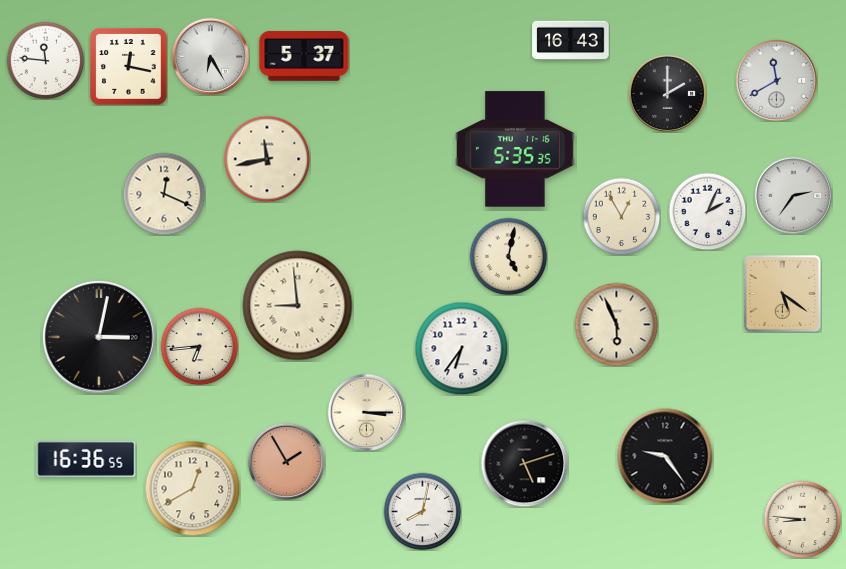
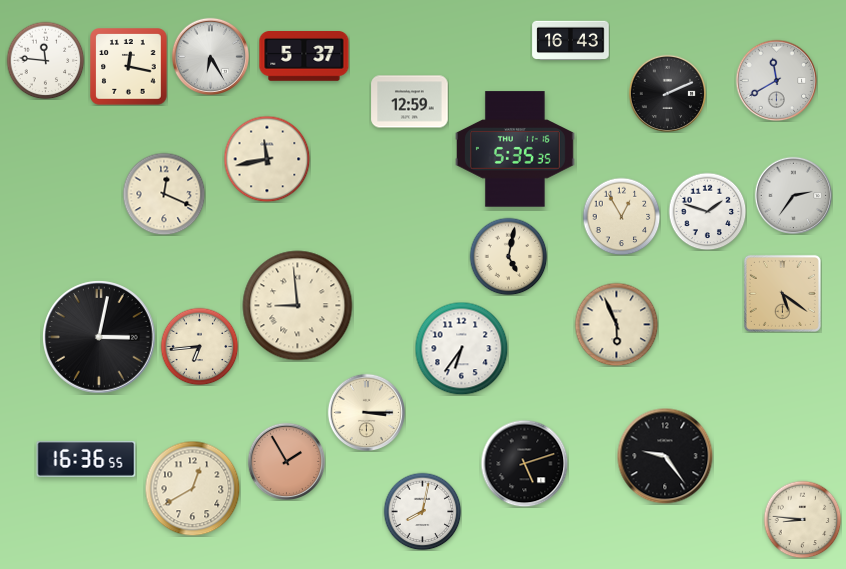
clock at (667, 93): 2:00 -> 2:11
clock at (410, 102): none -> 12:59
clock at (707, 211): 2:04 -> 1:48
